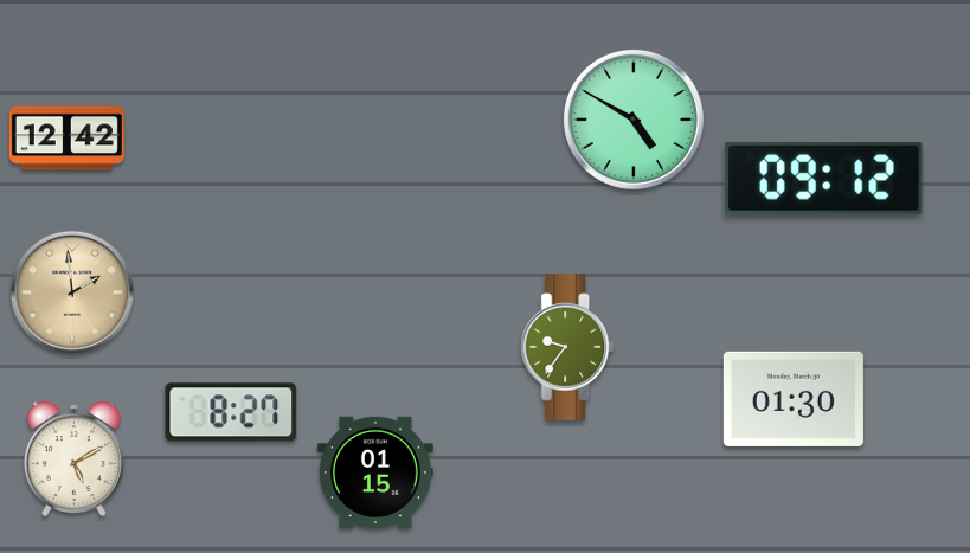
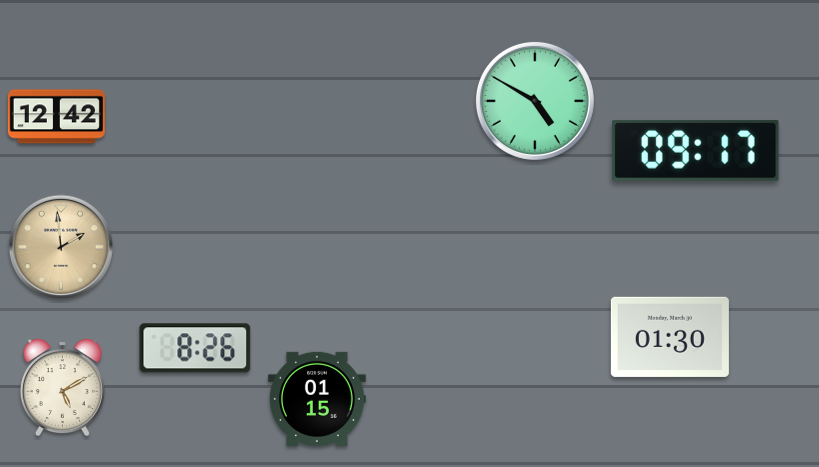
clock at (824, 178): 09:12 -> 09:17
clock at (567, 347): 9:36 -> none
clock at (231, 412): 8:27 -> 8:26
